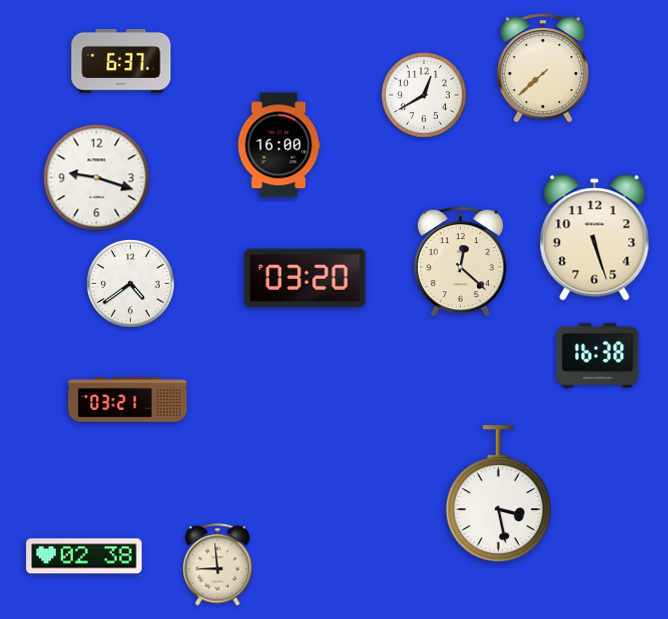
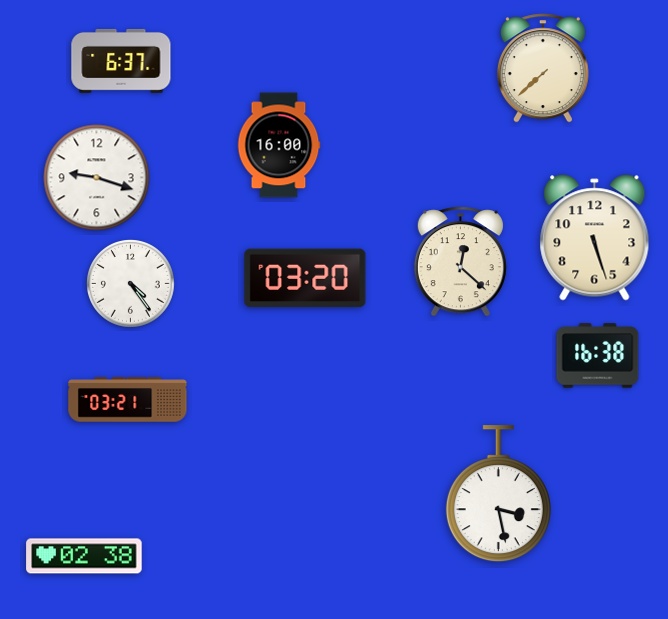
clock at (424, 95): 12:40 -> none
clock at (131, 284): 4:39 -> 4:24
clock at (218, 565): 8:59 -> none
